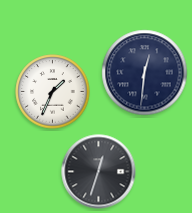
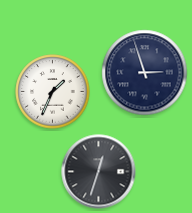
clock at (145, 73): 12:31 -> 2:57
